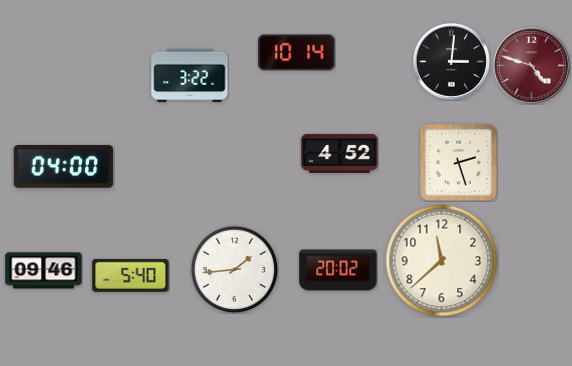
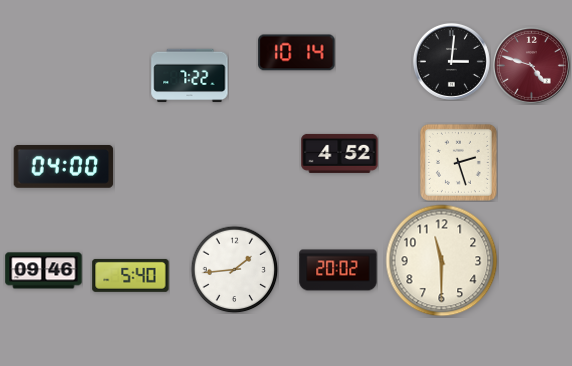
clock at (190, 76): 3:22 -> 7:22
clock at (442, 261): 11:38 -> 11:30
